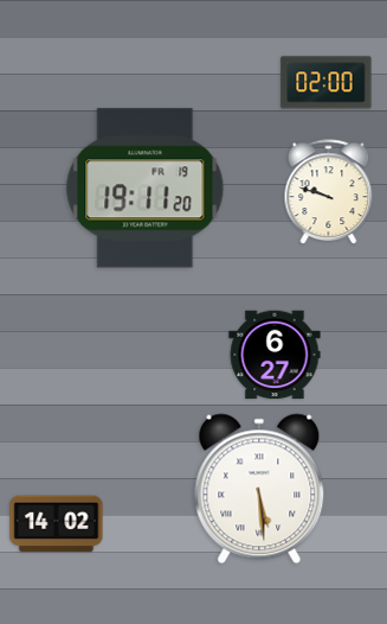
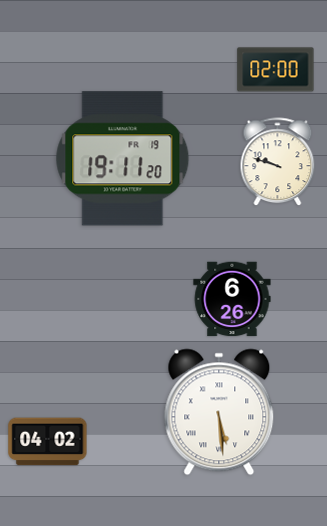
clock at (275, 355): 6:27 -> 6:26
clock at (57, 524): 14:02 -> 04:02
